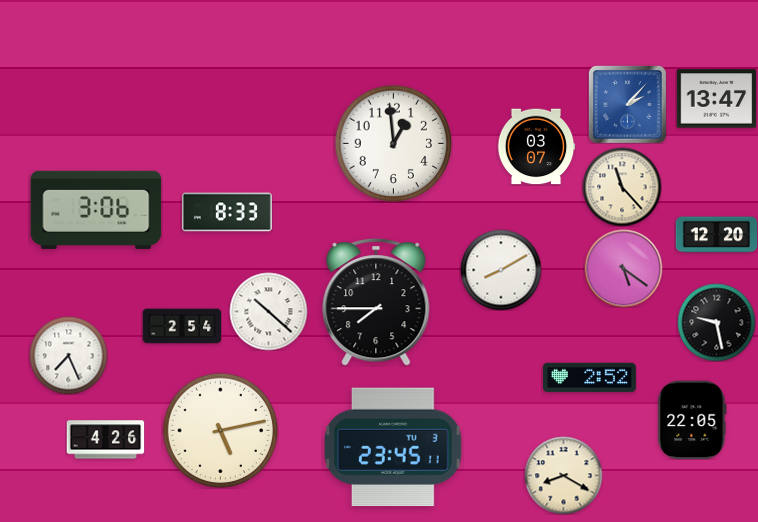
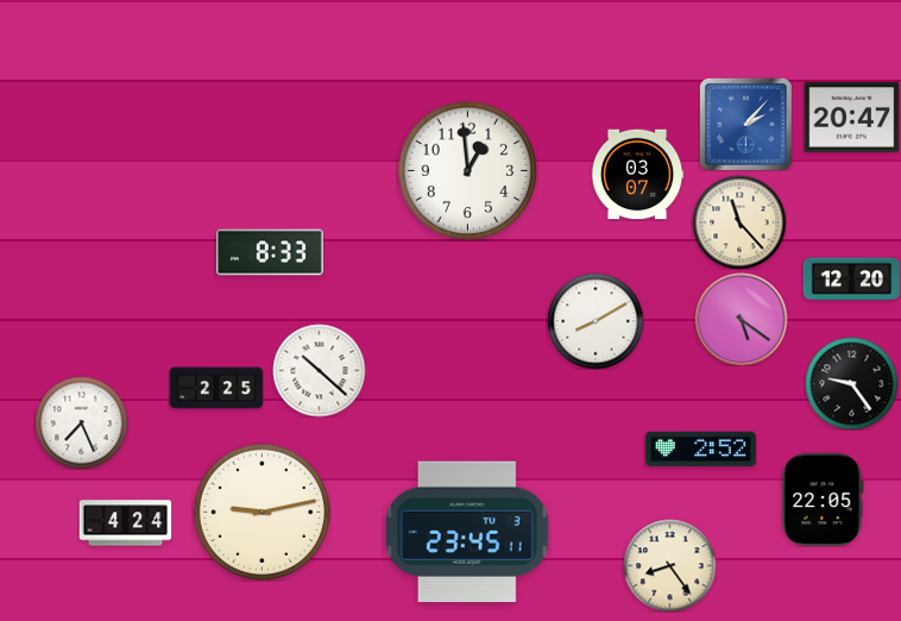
clock at (716, 99): 13:47 -> 20:47
clock at (96, 210): 3:06 -> none
clock at (376, 302): 7:45 -> none
clock at (716, 322): 9:28 -> 9:24
clock at (182, 326): 2:54 -> 2:25
clock at (220, 430): 5:13 -> 9:13
clock at (105, 440): 4:26 -> 4:24
clock at (563, 475): 8:20 -> 8:24
